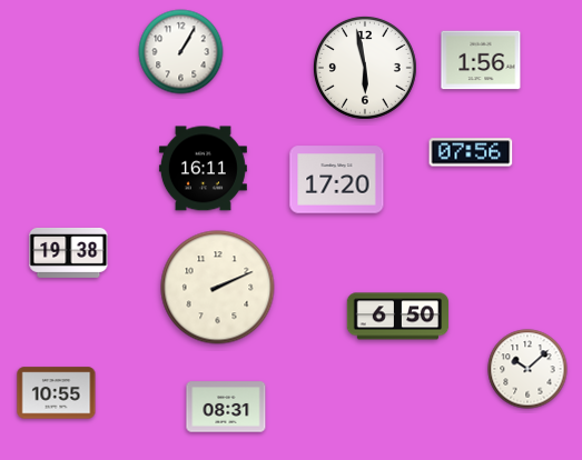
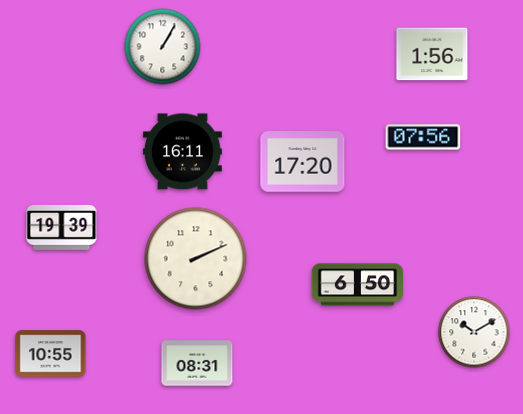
clock at (365, 68): 5:58 -> none
clock at (69, 252): 19:38 -> 19:39
clock at (527, 369): 10:08 -> 10:10
clock at (226, 407) position: (226, 407) -> (197, 363)
